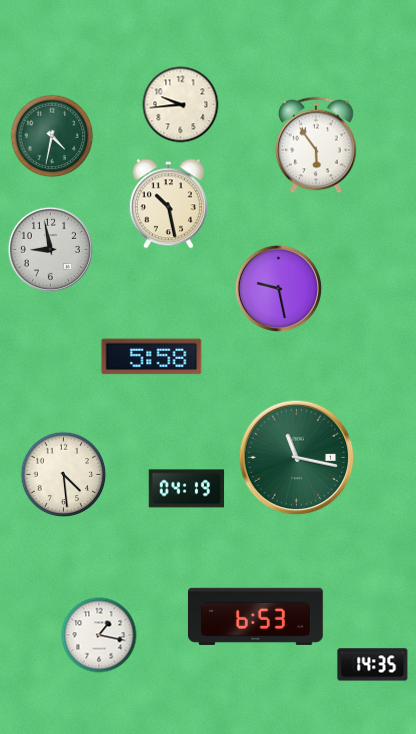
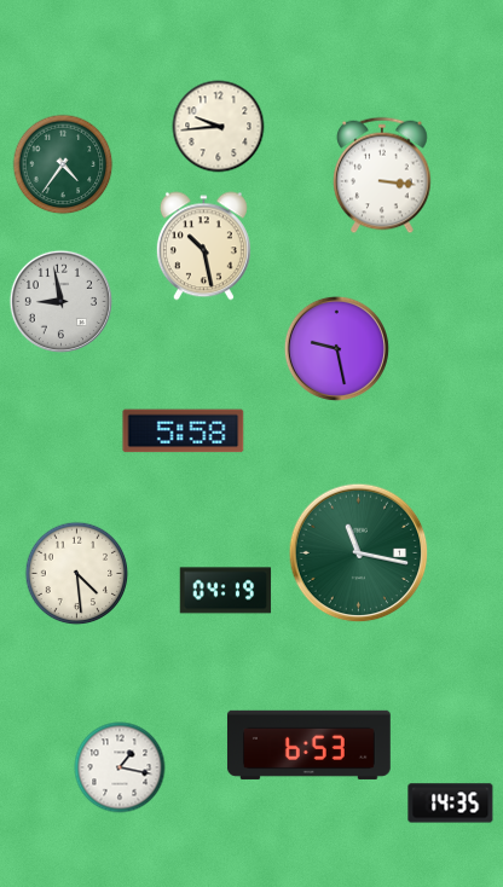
clock at (52, 136): 4:32 -> 4:36
clock at (316, 145): 5:54 -> 3:16
